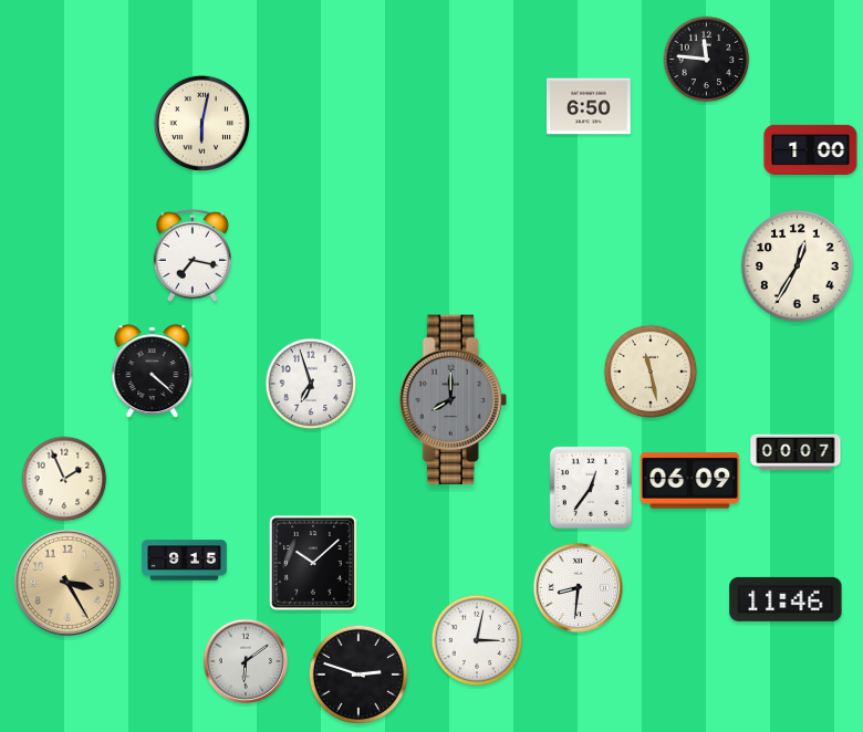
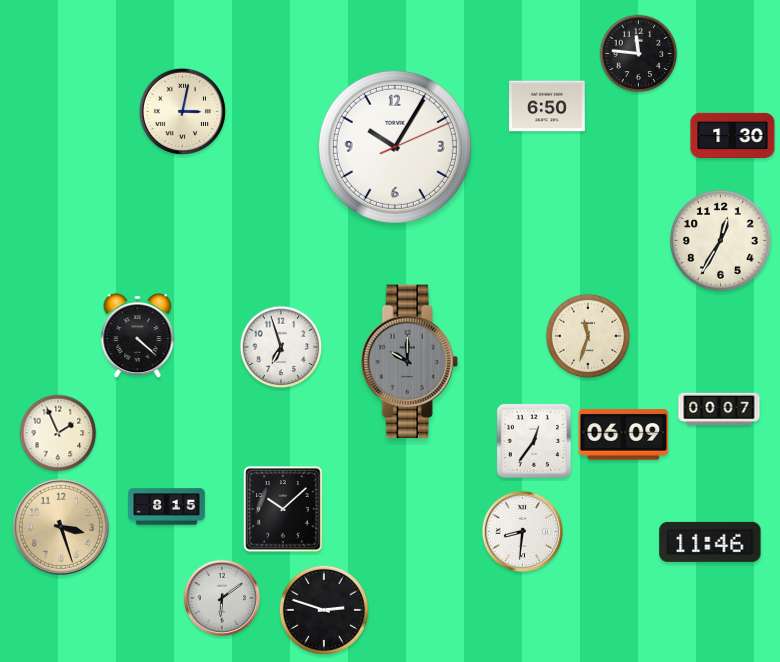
clock at (590, 106) position: (590, 106) -> (548, 106)
clock at (201, 123): 6:02 -> 3:02
clock at (811, 149): 1:00 -> 1:30
clock at (395, 147): none -> 10:05
clock at (193, 255): 7:17 -> none
clock at (651, 372): 11:28 -> 11:33
clock at (453, 400): 8:00 -> 10:00
clock at (185, 561): 9:15 -> 8:15
clock at (67, 583): 3:25 -> 3:27
clock at (477, 640): 3:02 -> none
